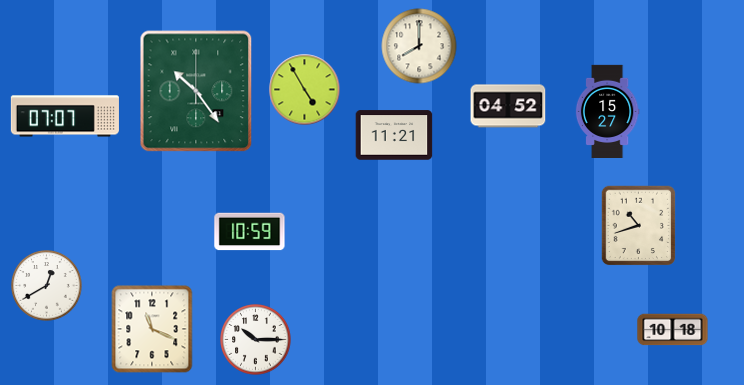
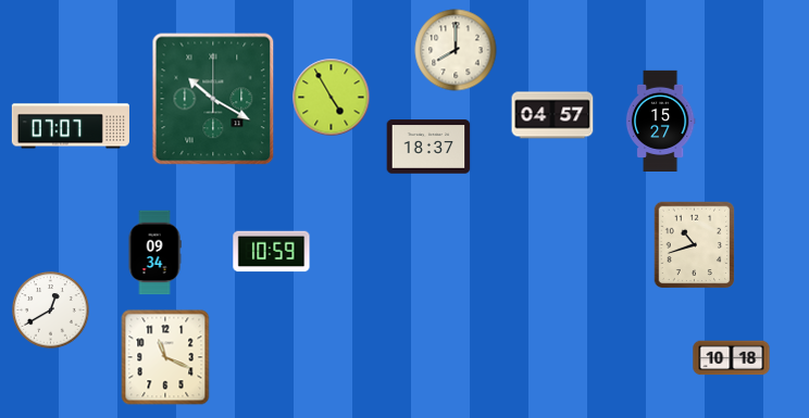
clock at (196, 91): 10:24 -> 10:20
clock at (508, 106): 04:52 -> 04:57
clock at (394, 135): 11:21 -> 18:37
clock at (154, 253): none -> 09:34
clock at (256, 340): 10:15 -> none
